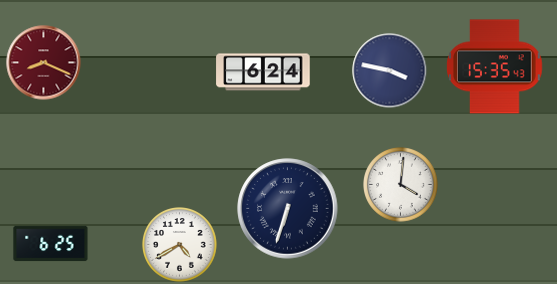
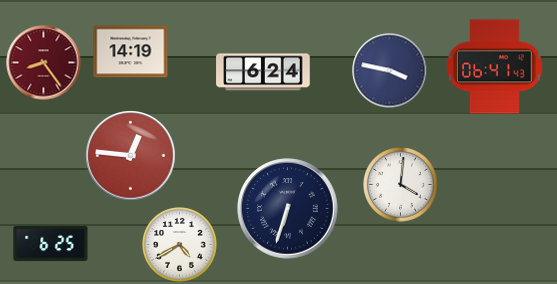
clock at (131, 52): none -> 14:19
clock at (44, 63): 8:19 -> 8:24
clock at (495, 67): 15:35 -> 06:41
clock at (131, 156): none -> 12:46
